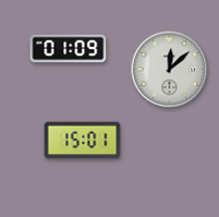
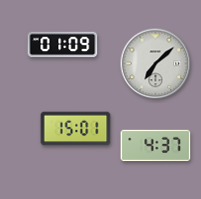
clock at (170, 70): 12:08 -> 7:08
clock at (156, 146): none -> 4:37
